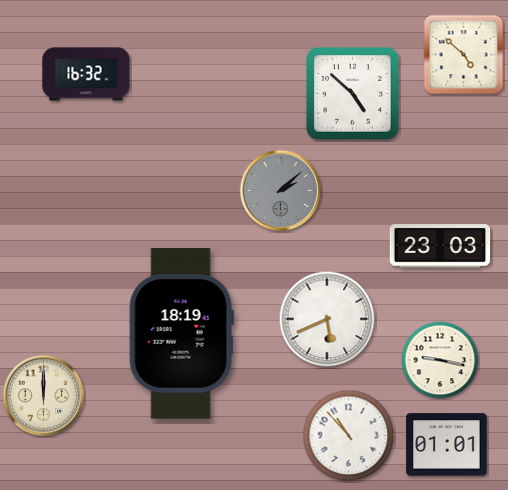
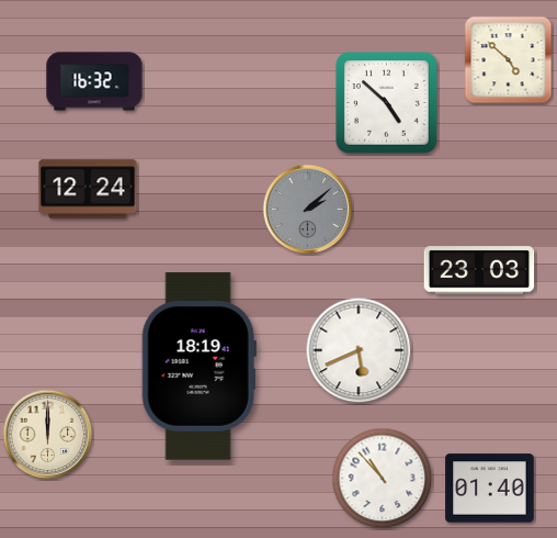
clock at (88, 189): none -> 12:24
clock at (440, 246) position: (440, 246) -> (479, 270)
clock at (440, 360): 9:17 -> none
clock at (447, 445): 01:01 -> 01:40
